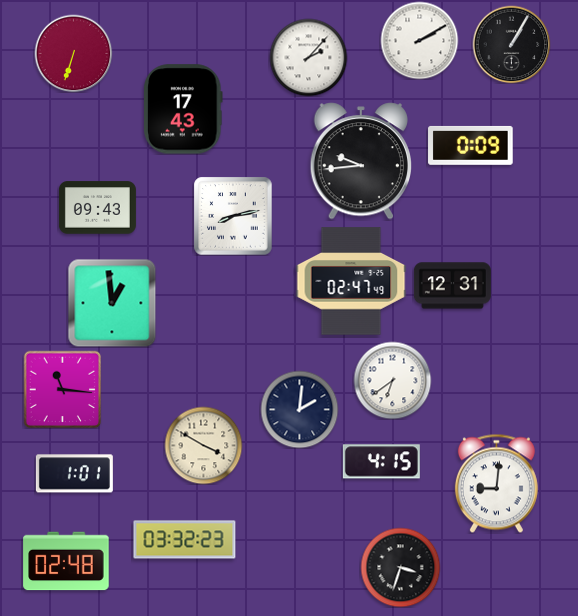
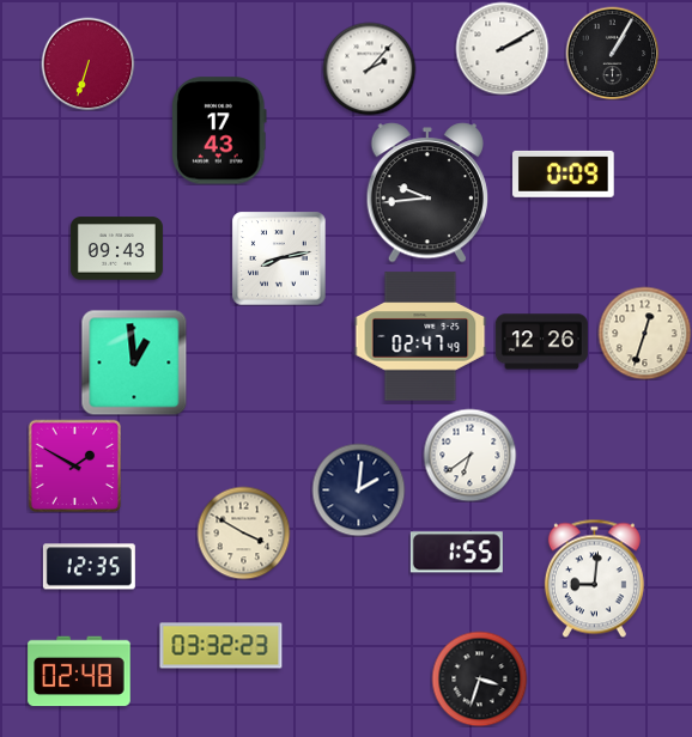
clock at (360, 161) position: (360, 161) -> (426, 193)
clock at (644, 333): none -> 12:33
clock at (452, 286): 12:31 -> 12:26
clock at (62, 389): 11:16 -> 1:50
clock at (381, 462): 4:15 -> 1:55
clock at (74, 474): 1:01 -> 12:35
